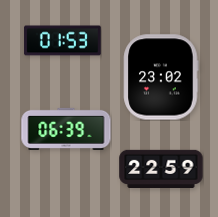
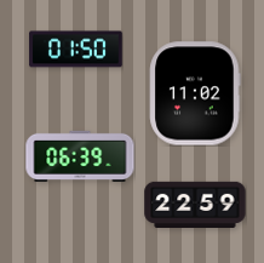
clock at (63, 41): 01:53 -> 01:50
clock at (161, 77): 23:02 -> 11:02
